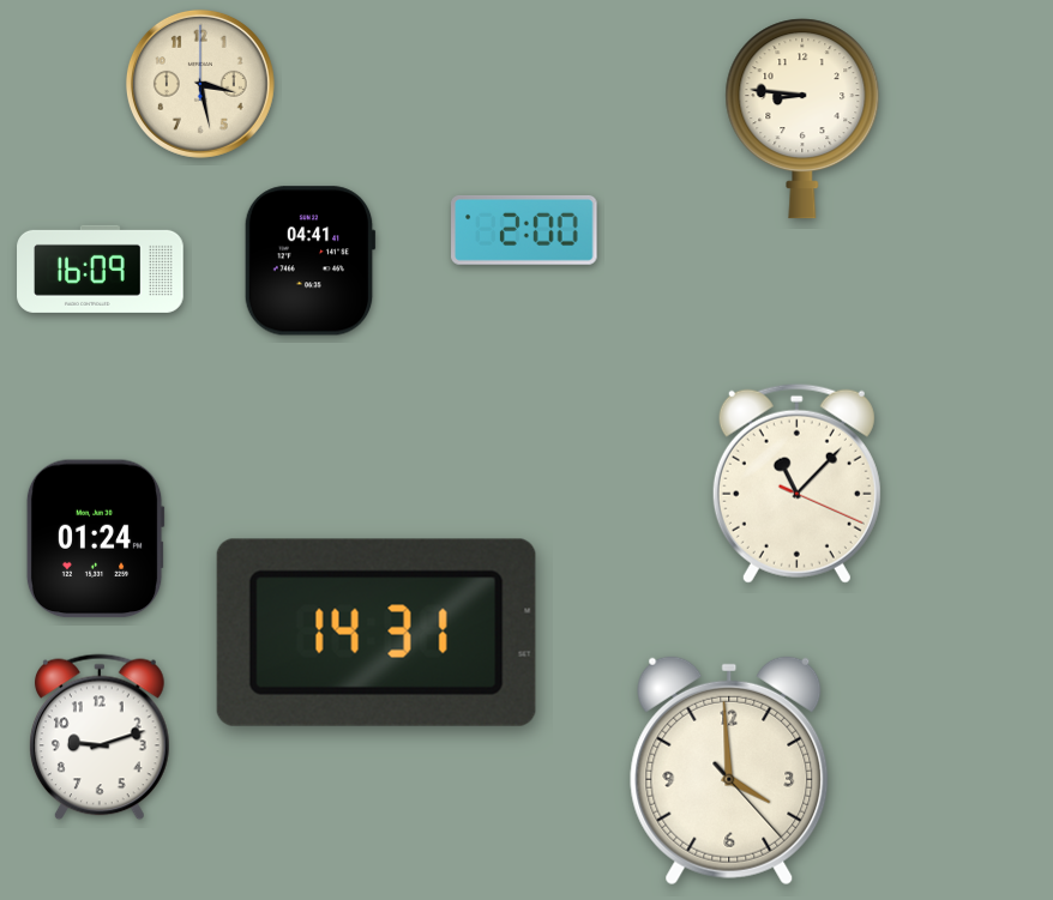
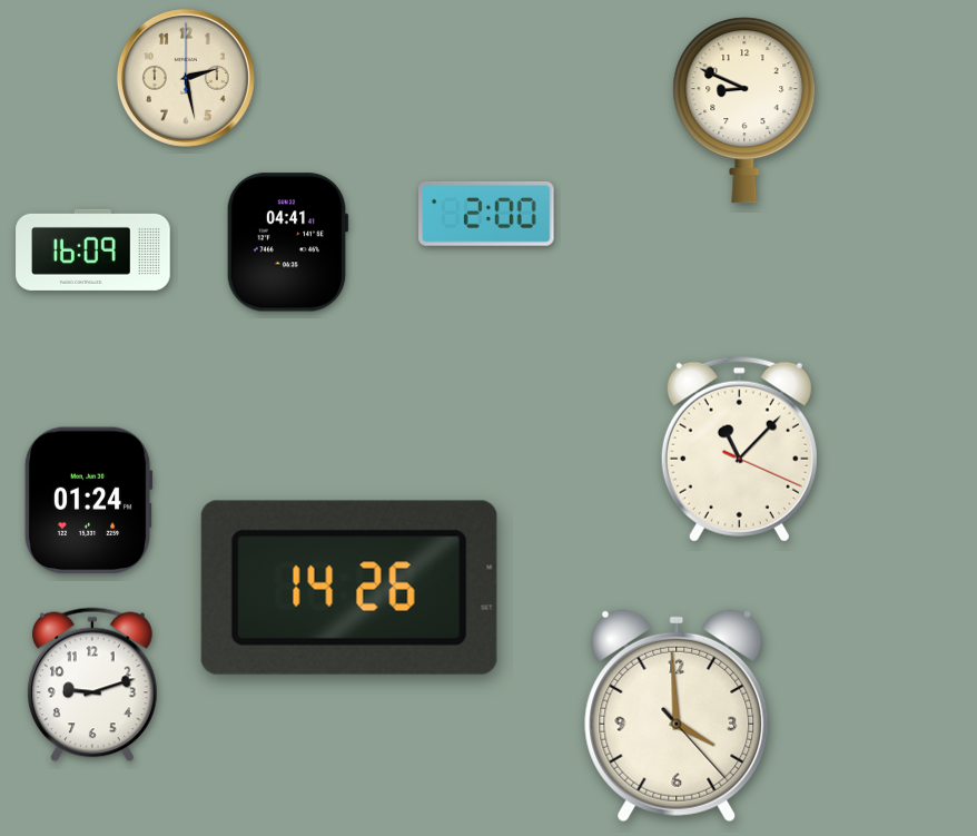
clock at (200, 84): 3:28 -> 2:28
clock at (802, 119): 8:46 -> 8:49
clock at (377, 633): 14:31 -> 14:26
